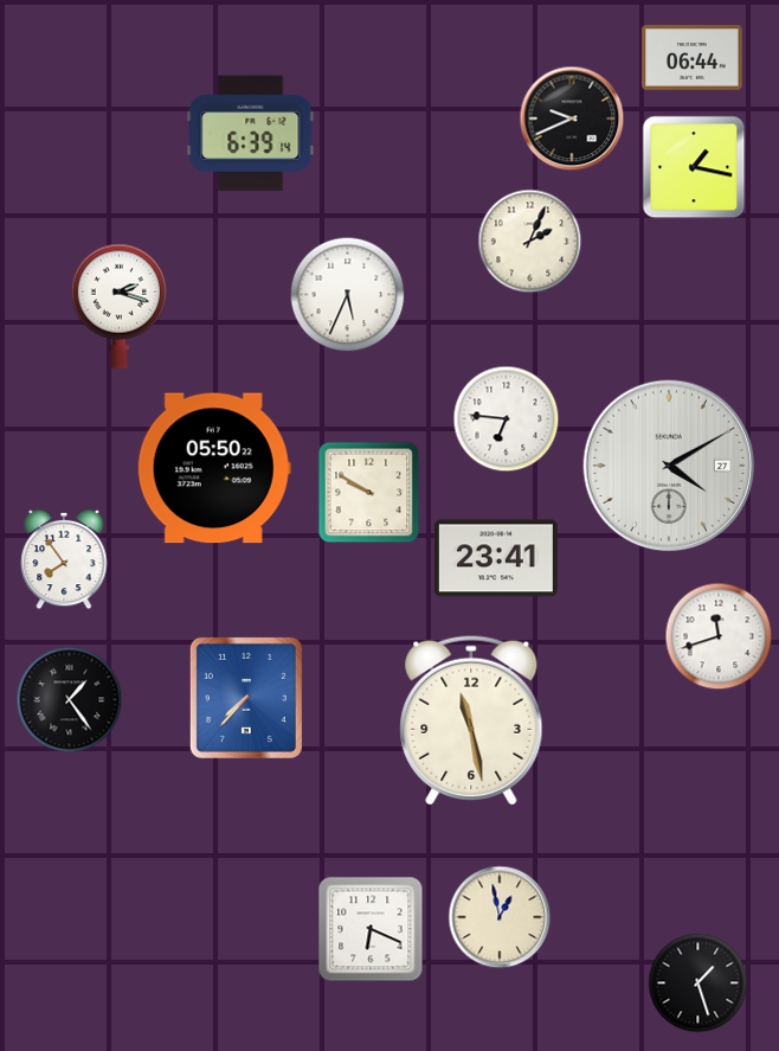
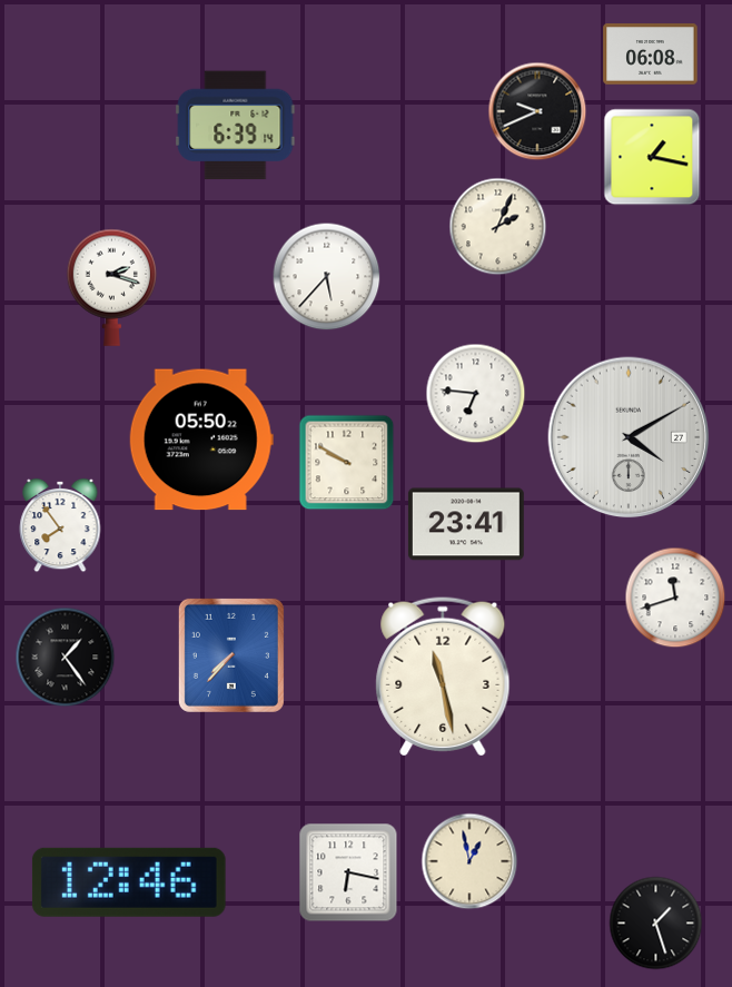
clock at (693, 58): 06:44 -> 06:08
clock at (348, 295): 5:34 -> 5:37
clock at (371, 929): 6:19 -> 6:17
clock at (129, 882): none -> 12:46
